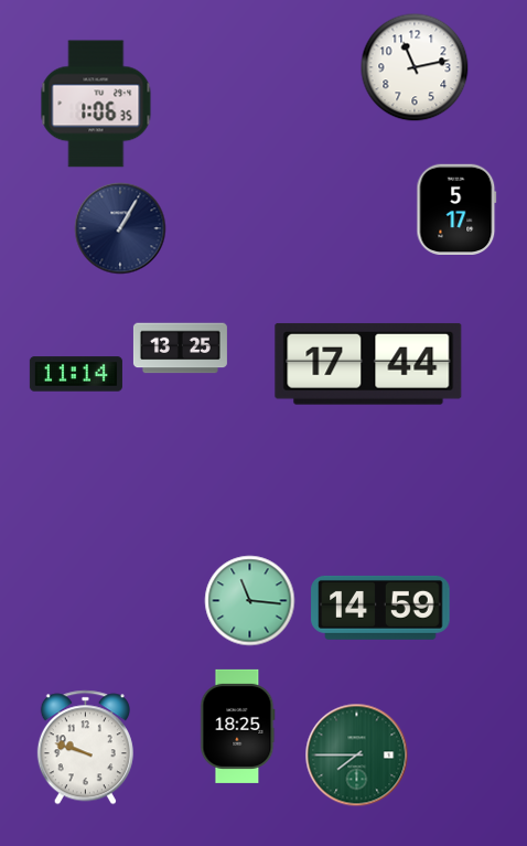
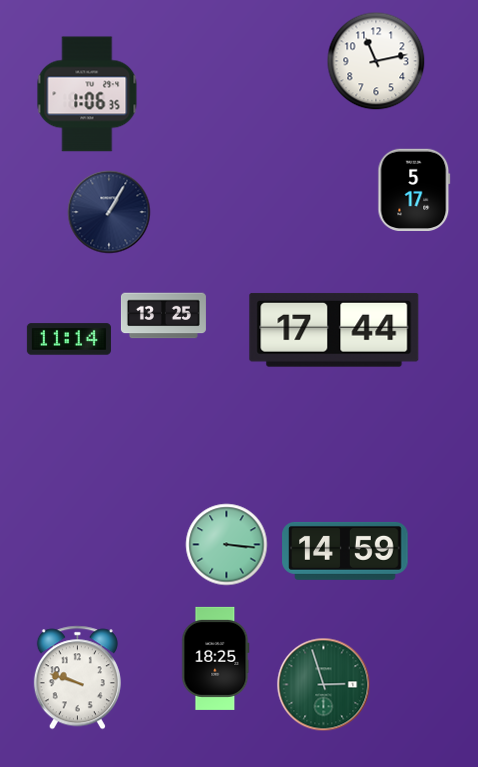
clock at (120, 228) position: (120, 228) -> (109, 212)
clock at (250, 601): 11:16 -> 3:16
clock at (357, 756): 7:45 -> 2:57
